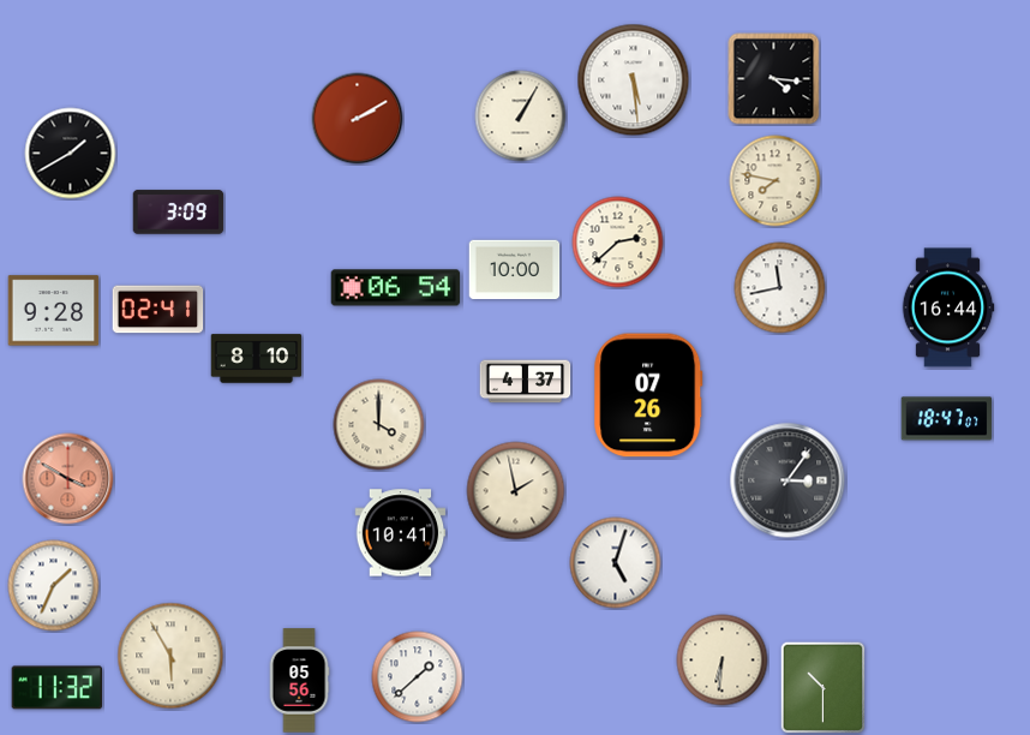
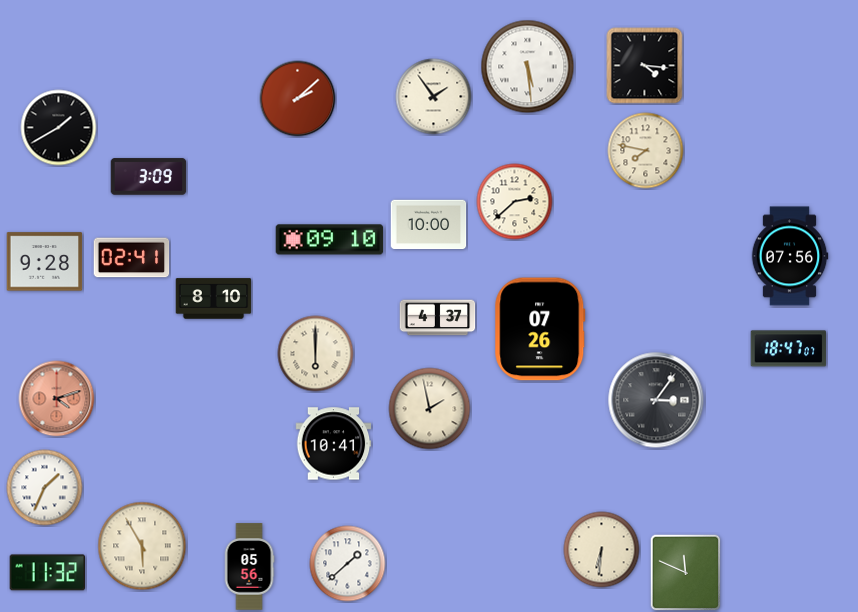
clock at (521, 116): 1:05 -> 1:54
clock at (358, 119): 2:10 -> 2:08
clock at (396, 288): 06:54 -> 09:10
clock at (780, 288): 11:43 -> none
clock at (948, 307): 16:44 -> 07:56
clock at (54, 311) position: (54, 311) -> (45, 262)
clock at (379, 425): 4:00 -> 6:00
clock at (68, 479): 3:50 -> 4:12
clock at (616, 563): 5:03 -> none
clock at (824, 688): 10:30 -> 11:49
